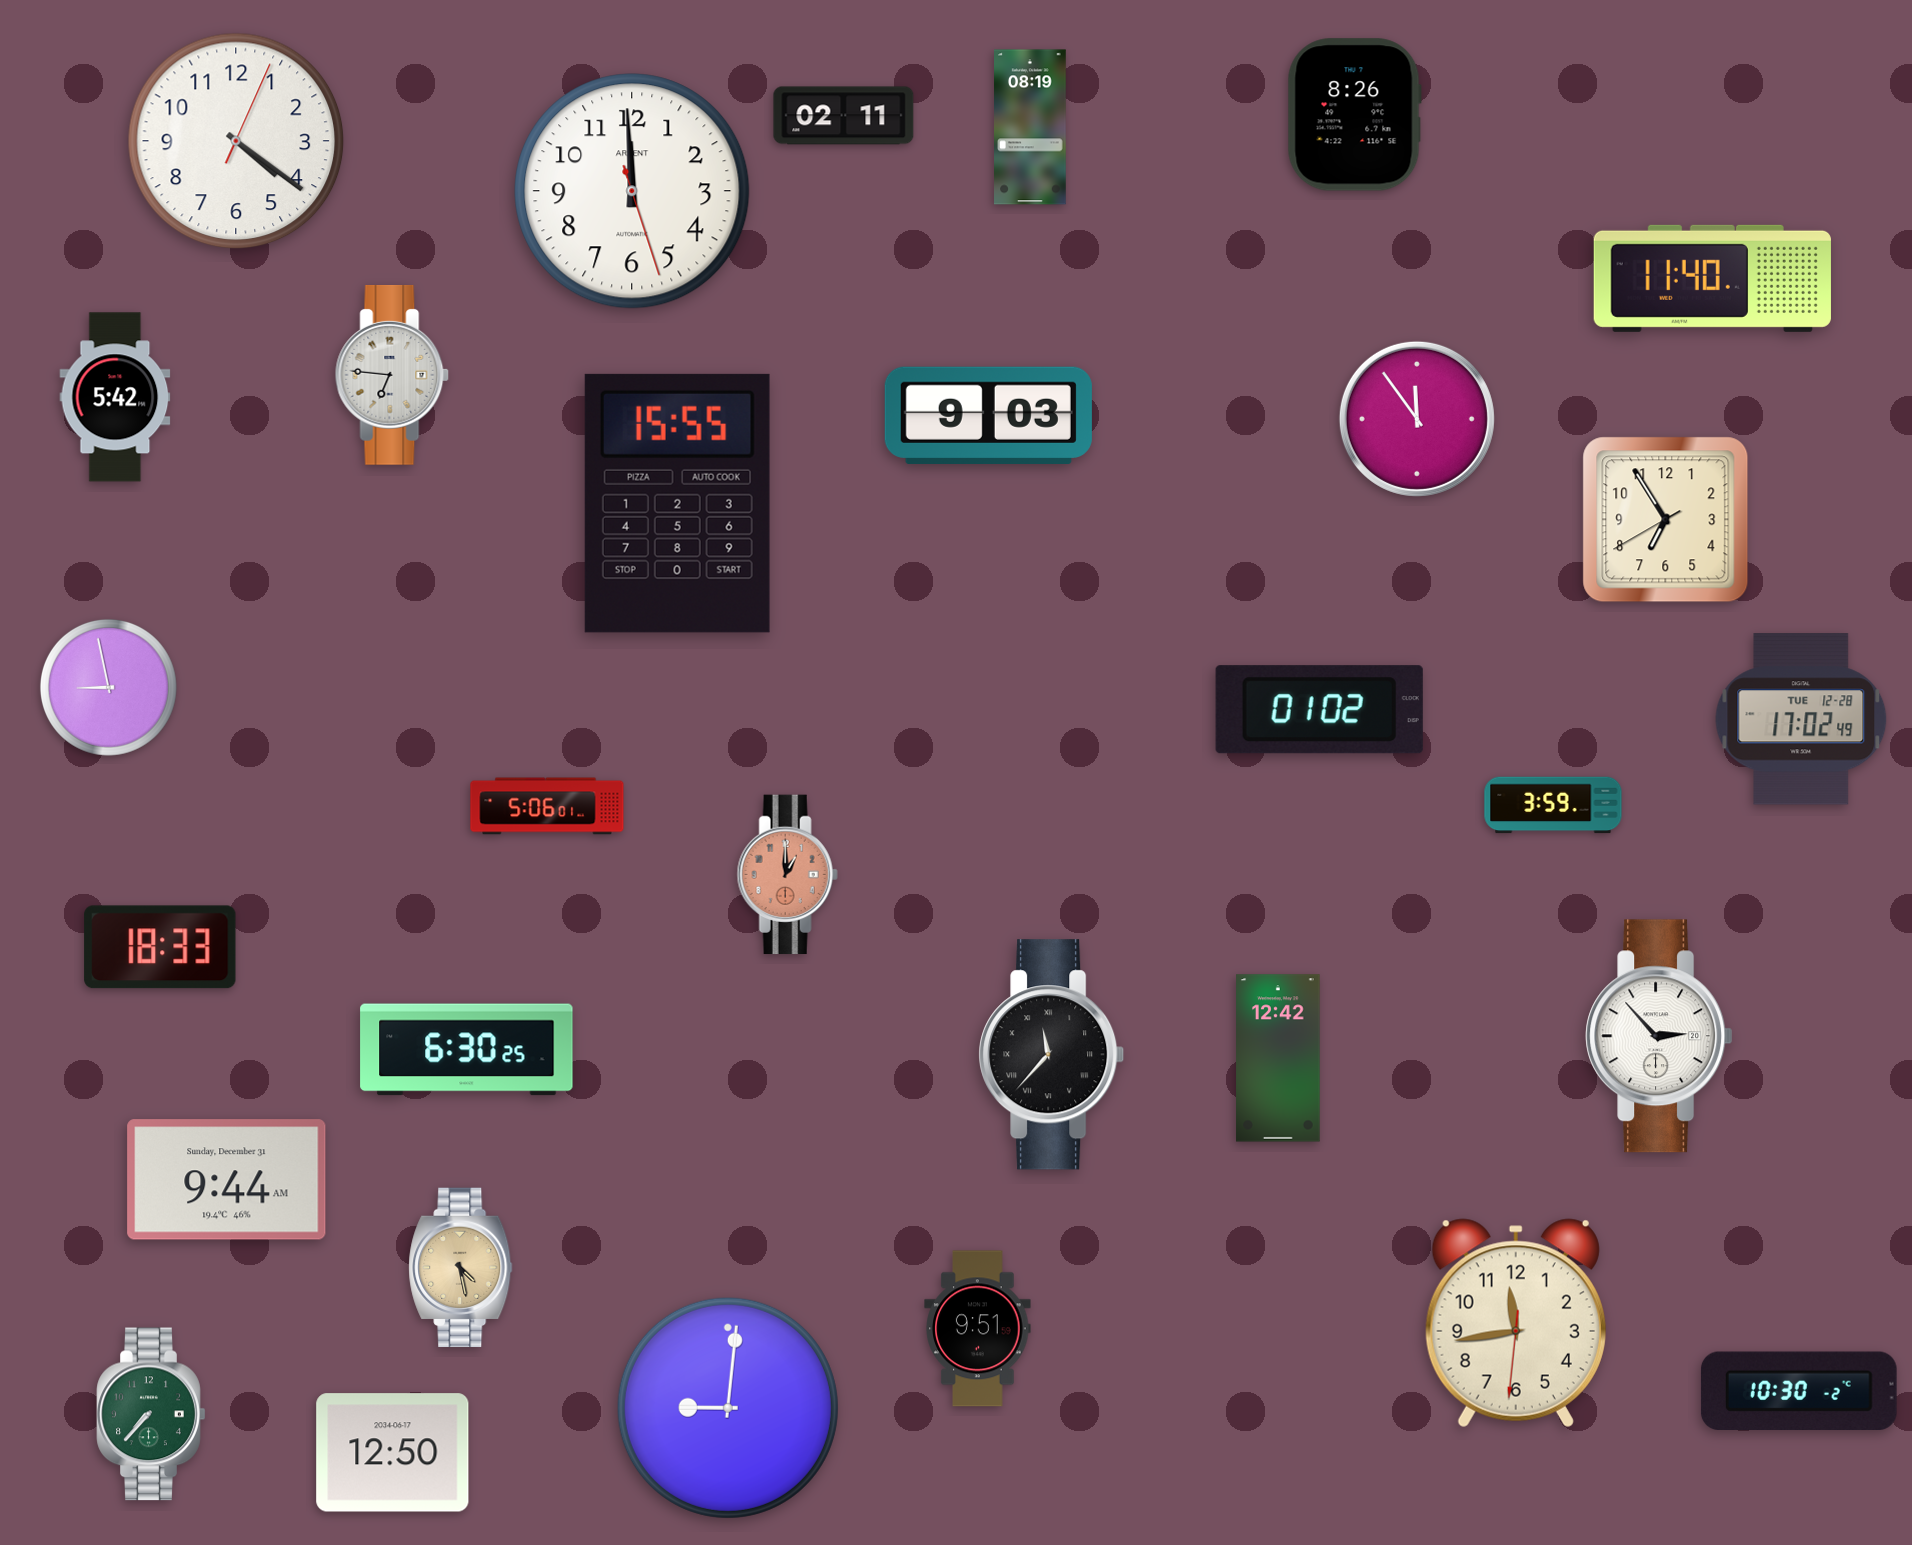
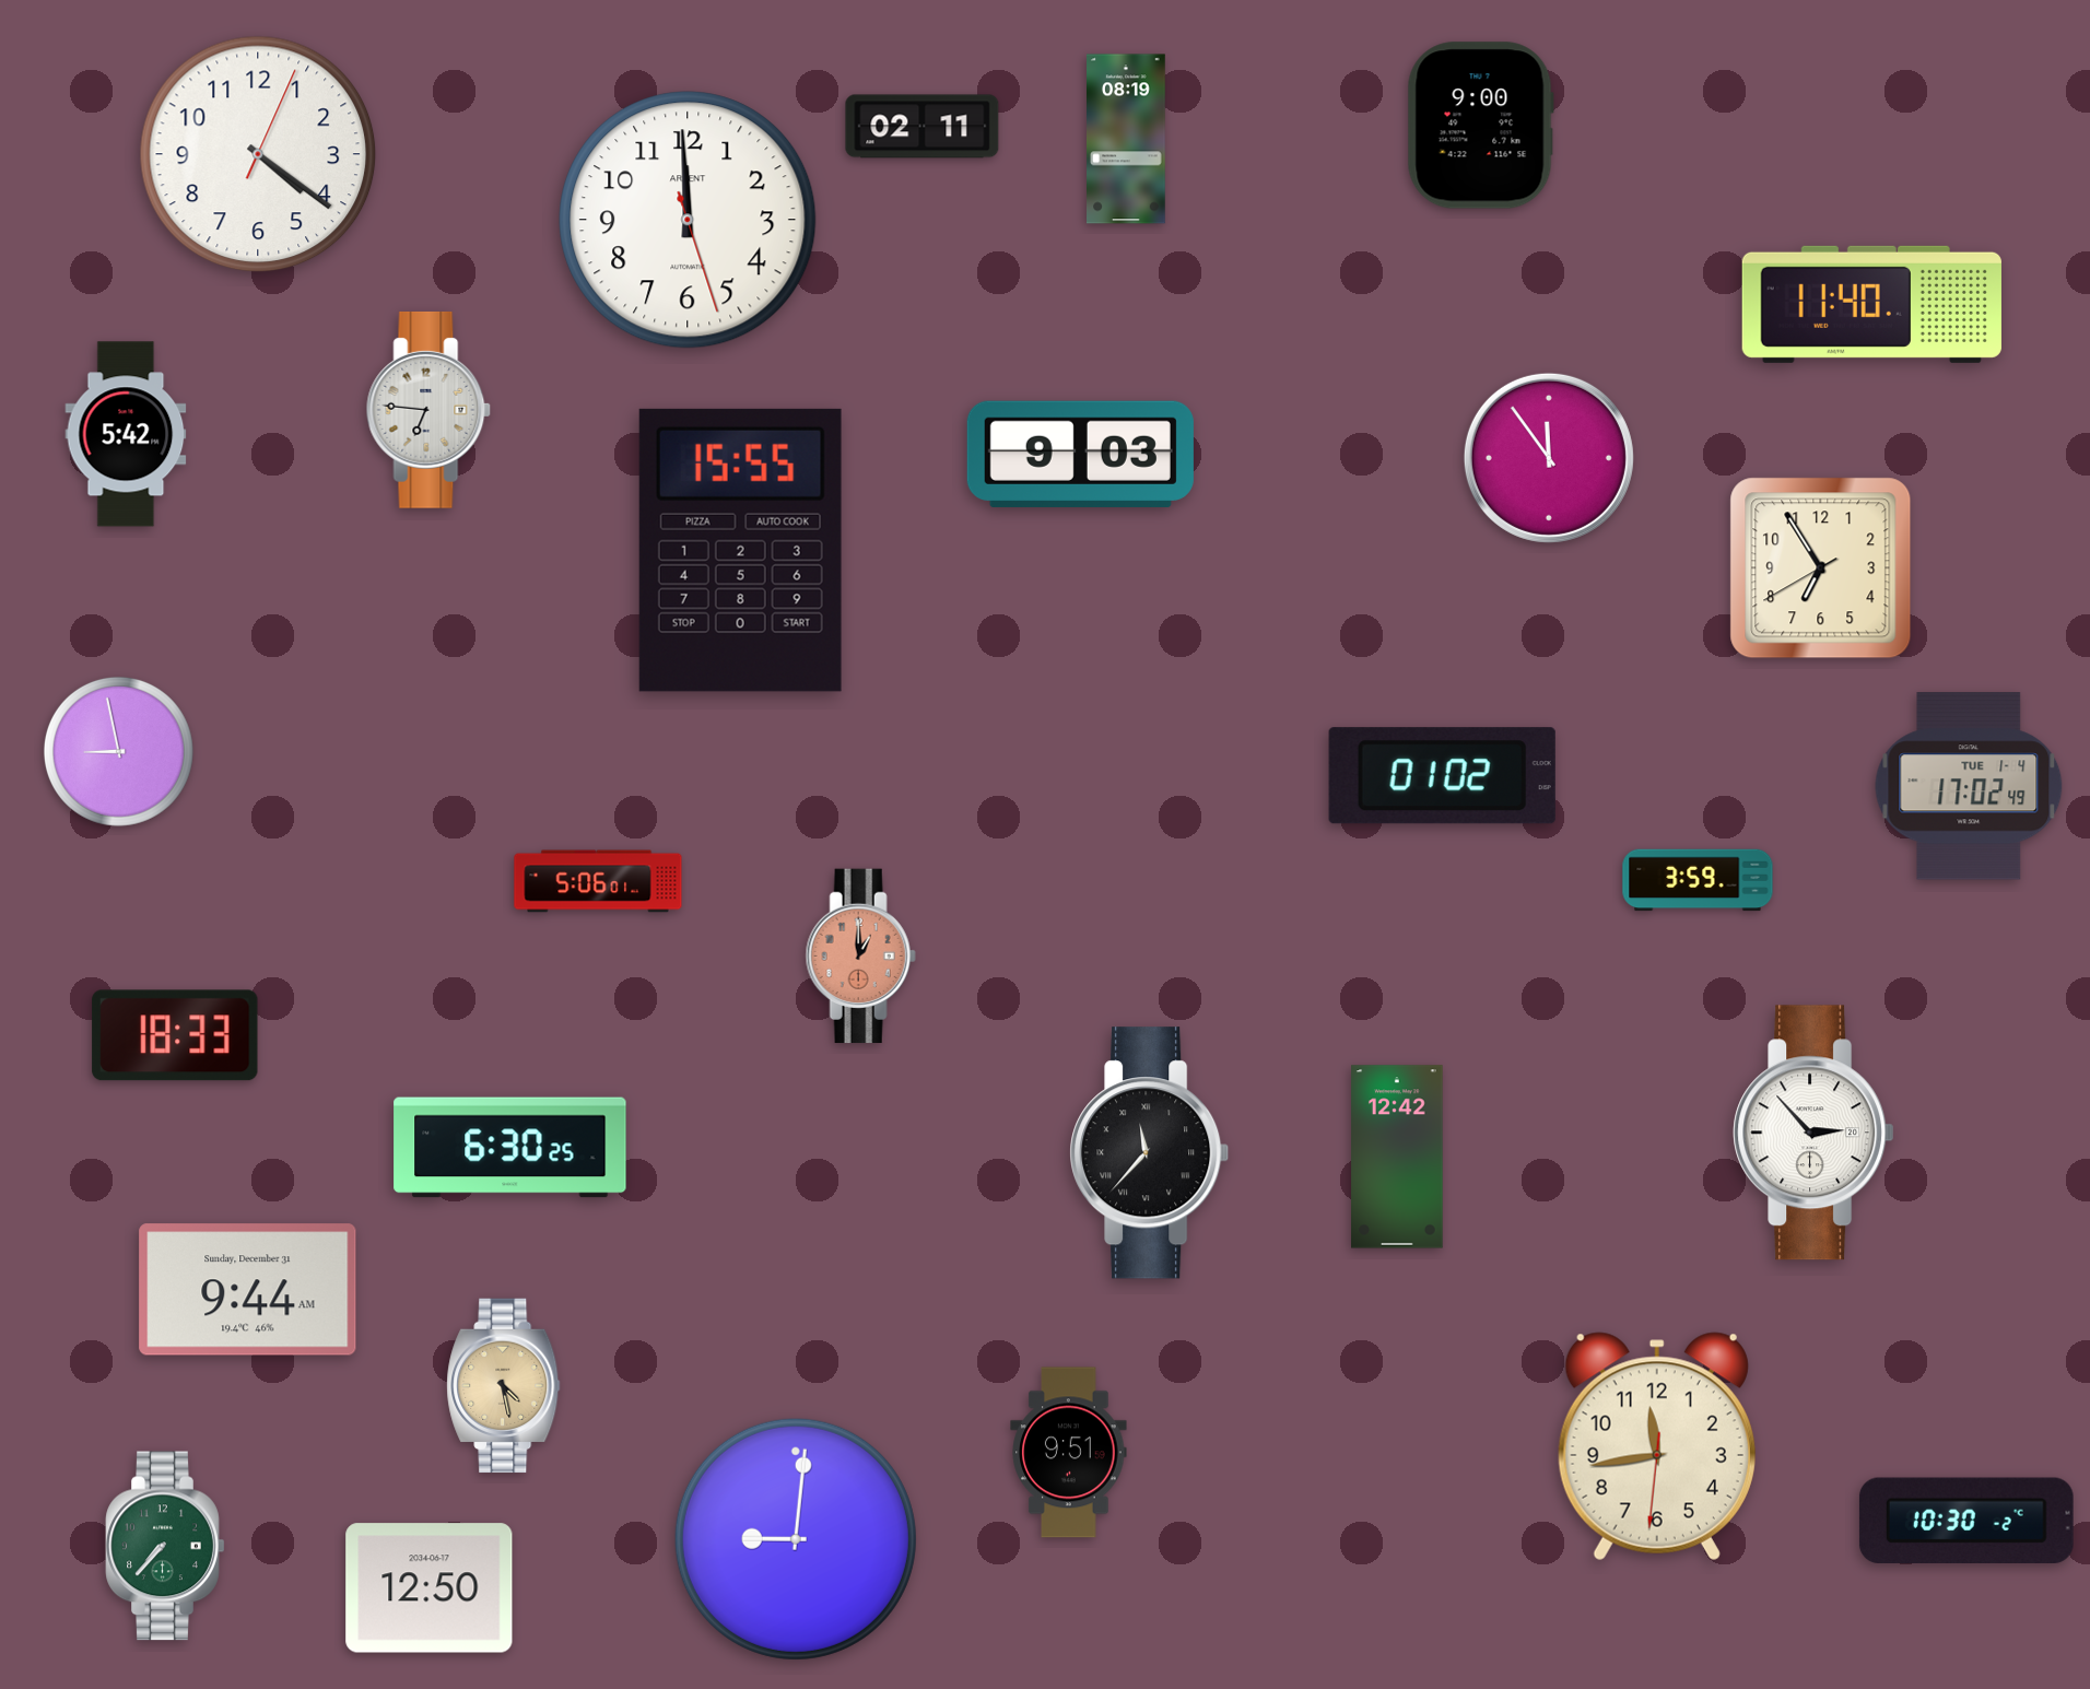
clock at (1354, 115): 8:26 -> 9:00
clock at (632, 191) position: (632, 191) -> (688, 220)
clock at (1801, 719) date: TUE 12-28 -> TUE 1-4
